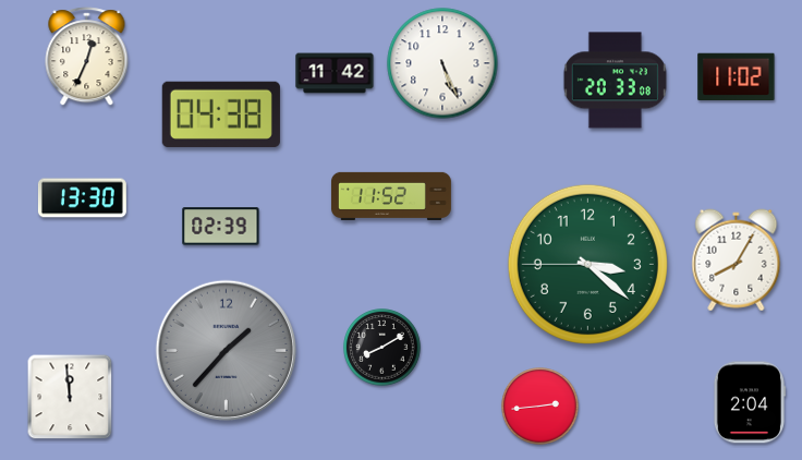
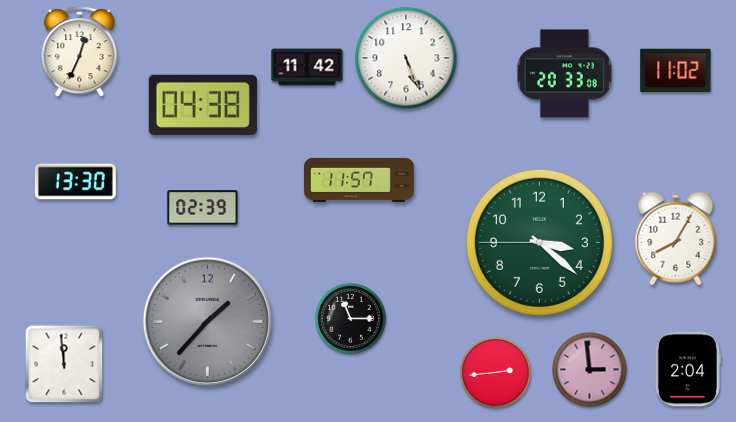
clock at (391, 196): 11:52 -> 11:57
clock at (382, 348): 8:10 -> 11:15
clock at (590, 370): none -> 2:59
